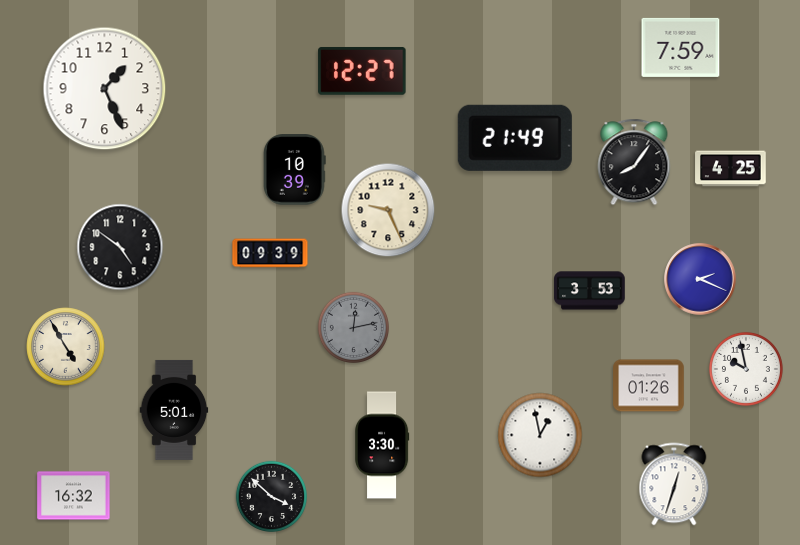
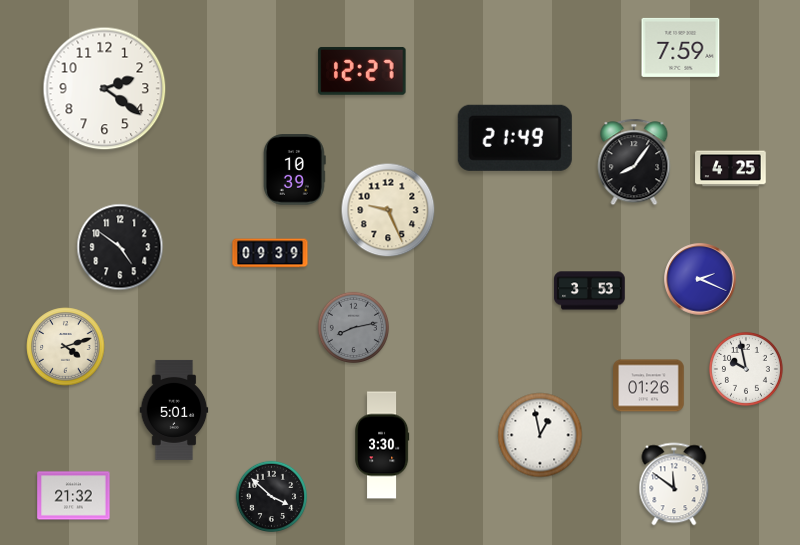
clock at (105, 89): 1:26 -> 2:21
clock at (353, 327): 12:13 -> 8:13
clock at (66, 347): 4:55 -> 4:12
clock at (674, 484): 12:33 -> 11:51
clock at (74, 496): 16:32 -> 21:32
